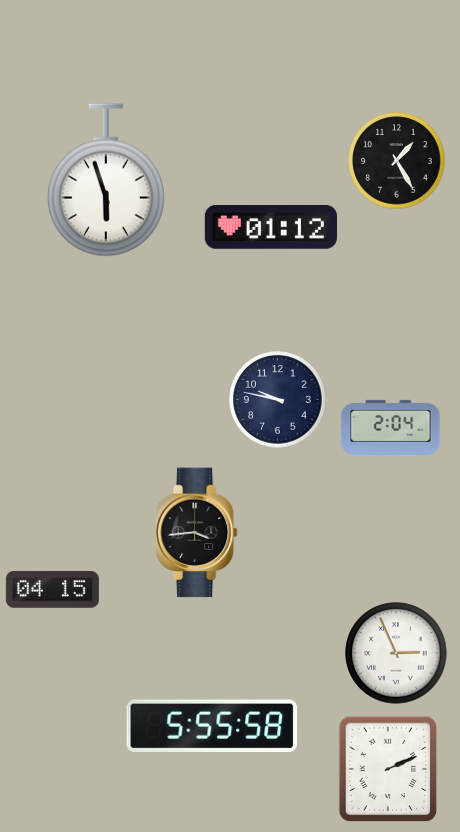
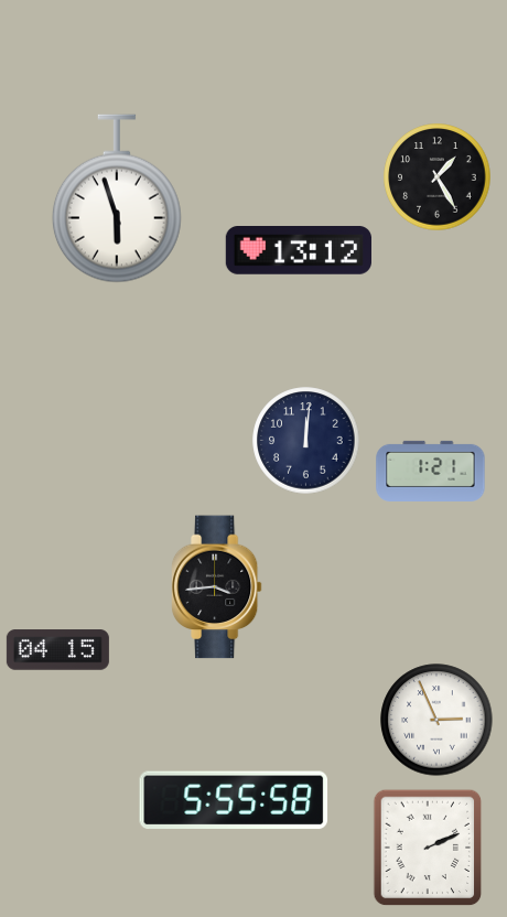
clock at (270, 228): 01:12 -> 13:12
clock at (278, 400): 9:47 -> 12:01
clock at (391, 427): 2:04 -> 1:21
